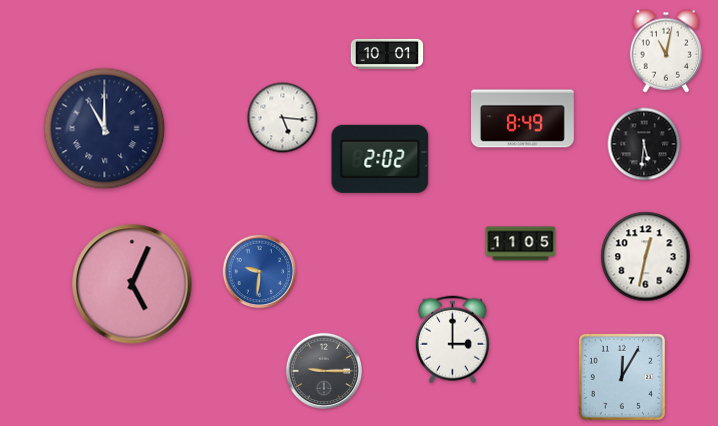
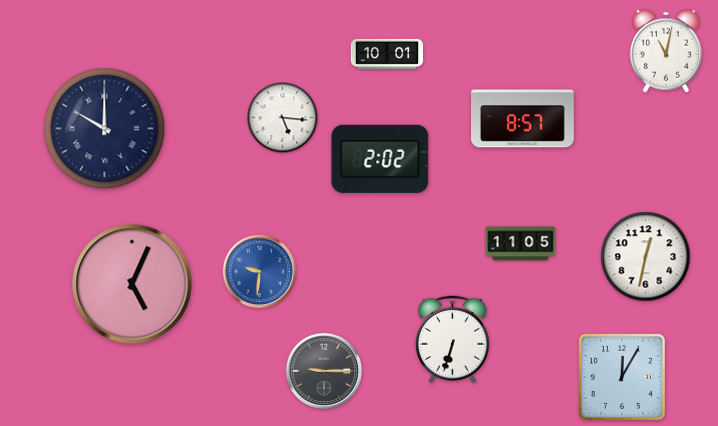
clock at (523, 119): 8:49 -> 8:57
clock at (105, 129): 11:00 -> 10:00
clock at (644, 144): 5:31 -> none
clock at (452, 340): 3:00 -> 6:33
